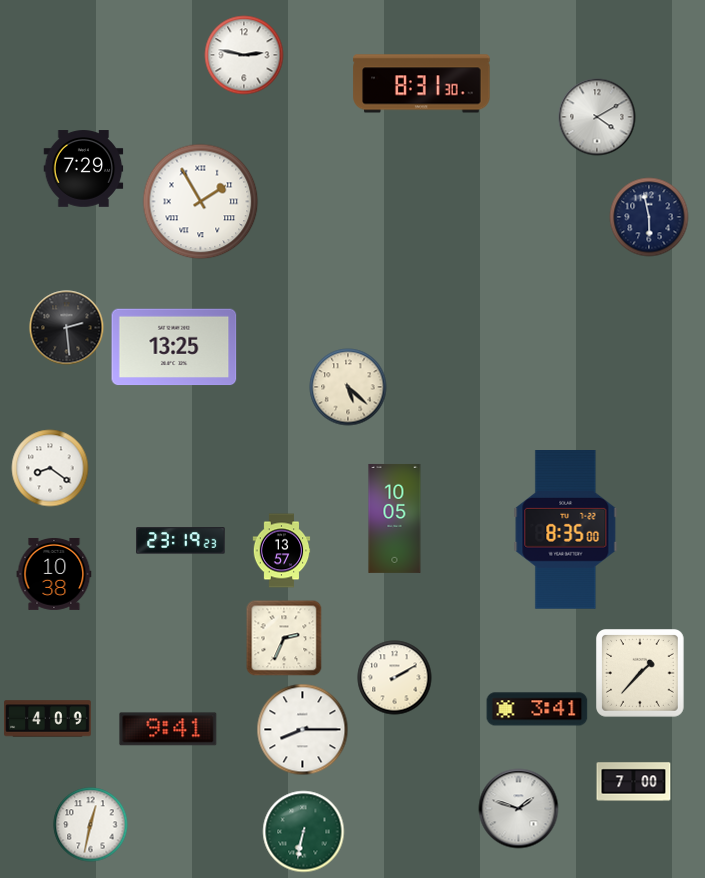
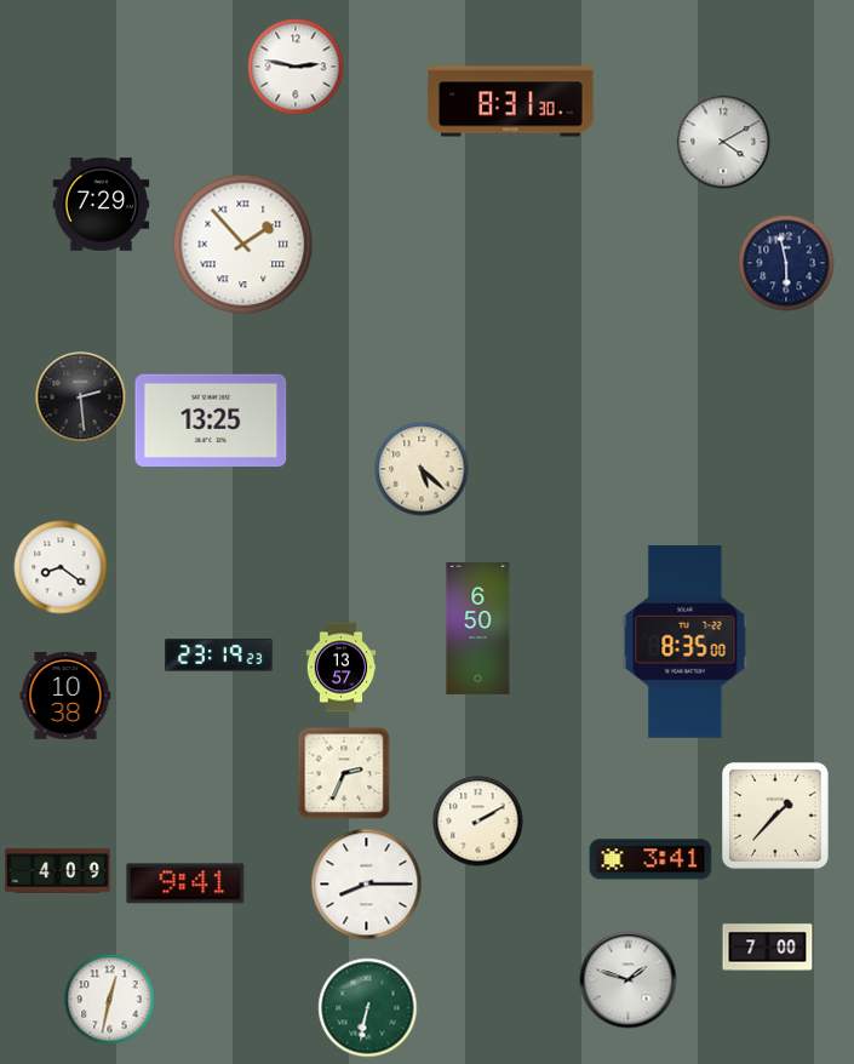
clock at (201, 202): 1:55 -> 1:53
clock at (395, 518): 10:05 -> 6:50
clock at (168, 729) position: (168, 729) -> (185, 883)
